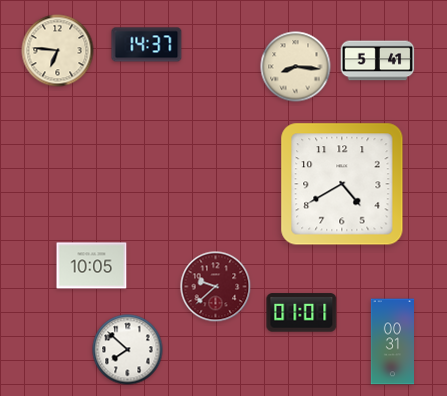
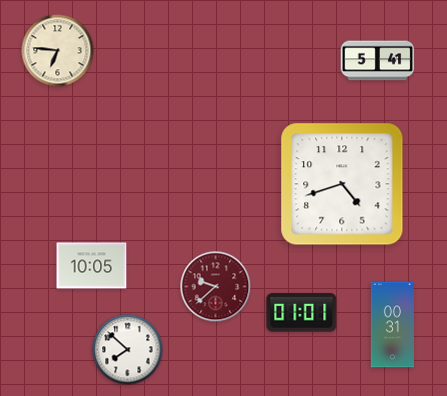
clock at (147, 45): 14:37 -> none
clock at (296, 67): 8:16 -> none
clock at (342, 184): 4:40 -> 4:42
clock at (392, 342) position: (392, 342) -> (392, 325)
